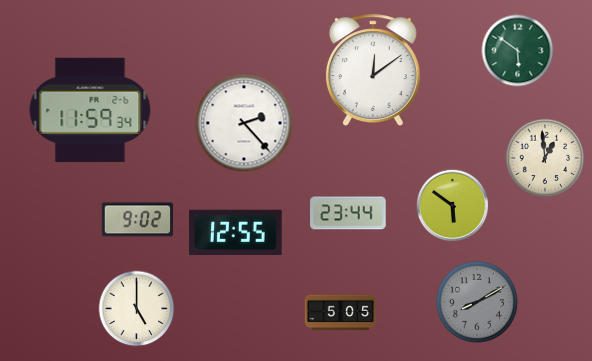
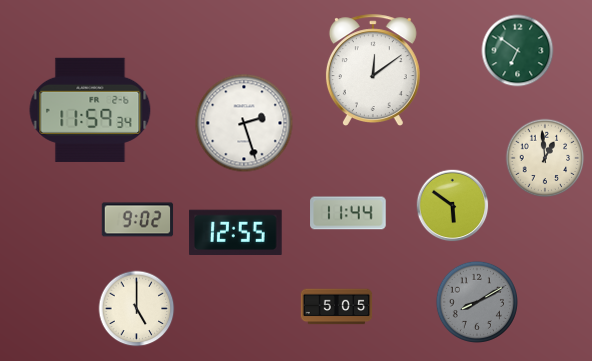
clock at (518, 51): 5:51 -> 6:51
clock at (244, 123): 2:23 -> 2:27
clock at (348, 213): 23:44 -> 11:44
clock at (341, 313) position: (341, 313) -> (337, 307)
